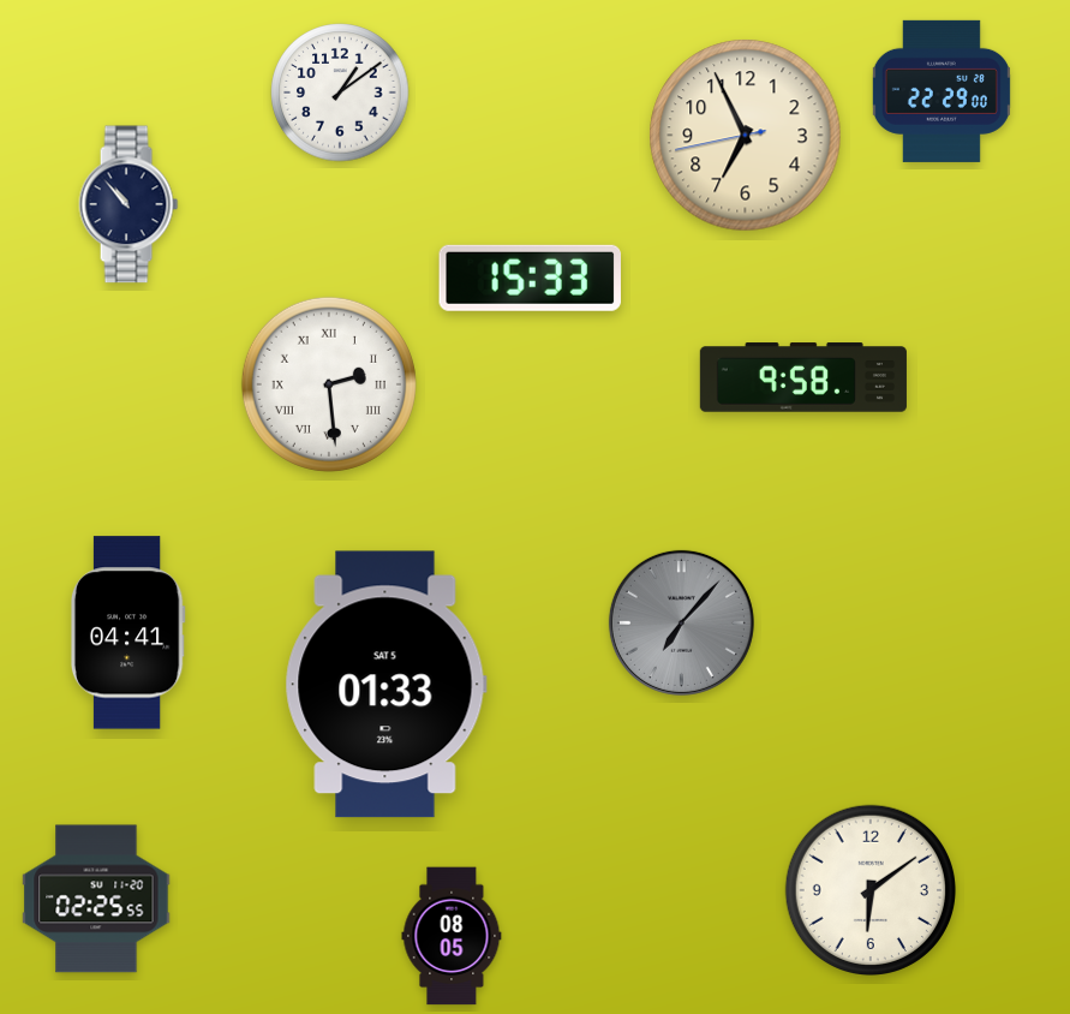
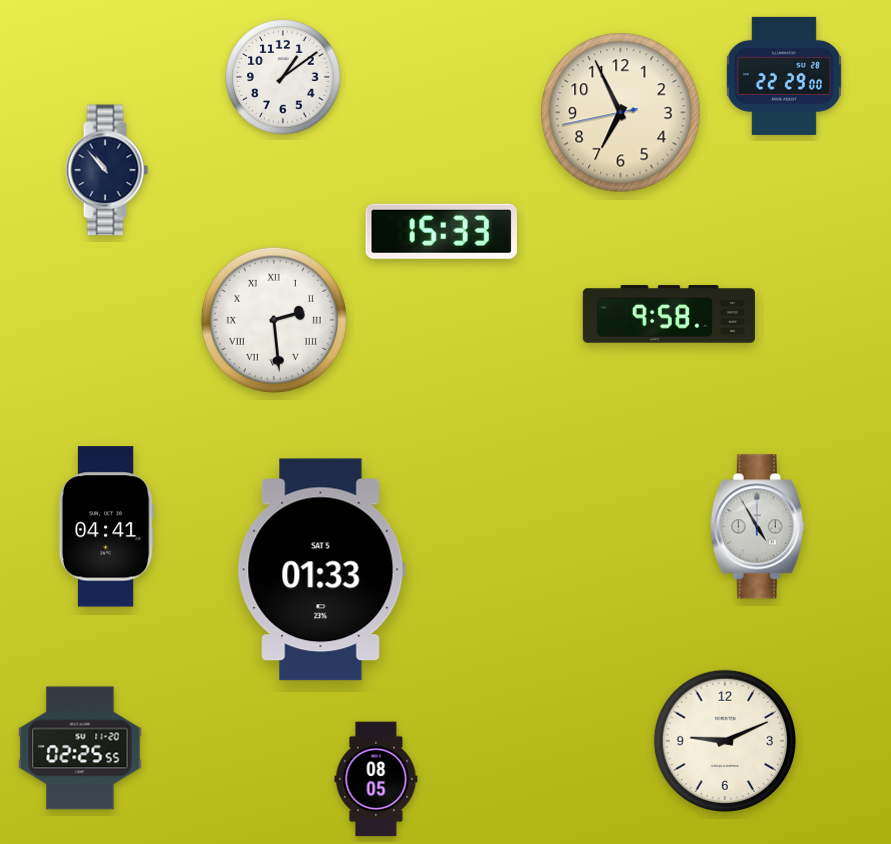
clock at (681, 622): 7:07 -> none
clock at (757, 527): none -> 4:55
clock at (869, 889): 6:09 -> 9:11
